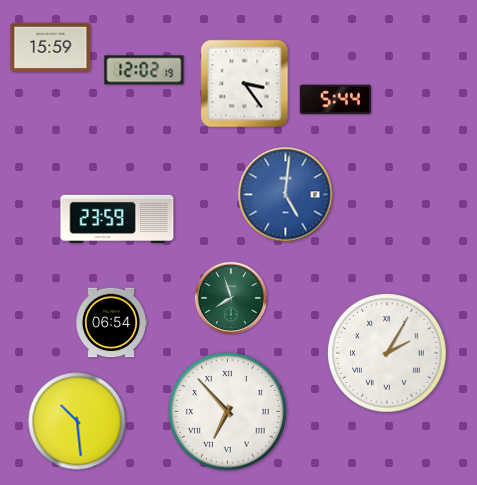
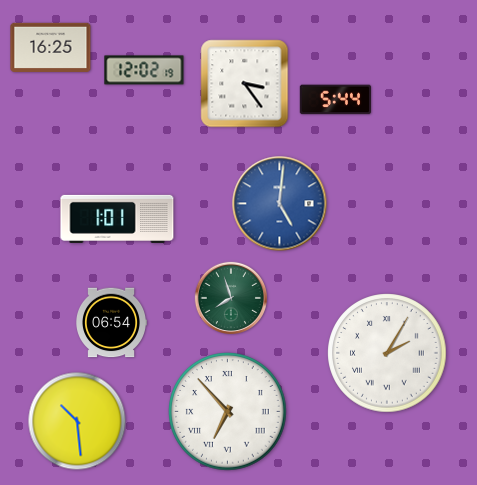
clock at (51, 47): 15:59 -> 16:25
clock at (286, 195) position: (286, 195) -> (280, 204)
clock at (117, 219): 23:59 -> 1:01
